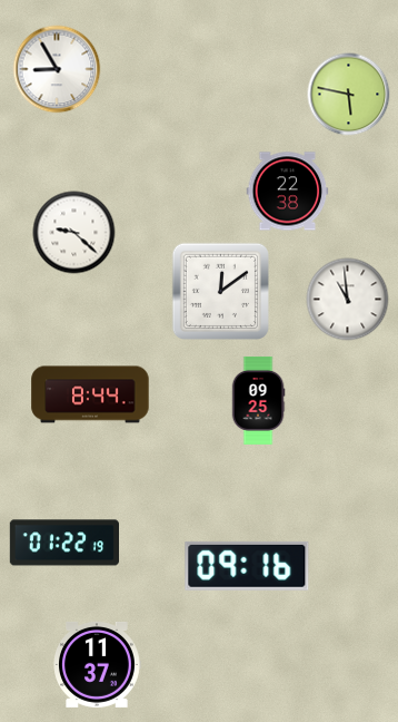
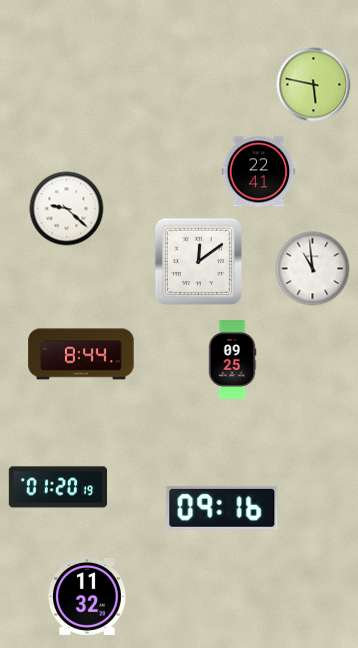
clock at (57, 69): 8:55 -> none
clock at (288, 192): 22:38 -> 22:41
clock at (63, 543): 01:22 -> 01:20
clock at (97, 664): 11:37 -> 11:32
